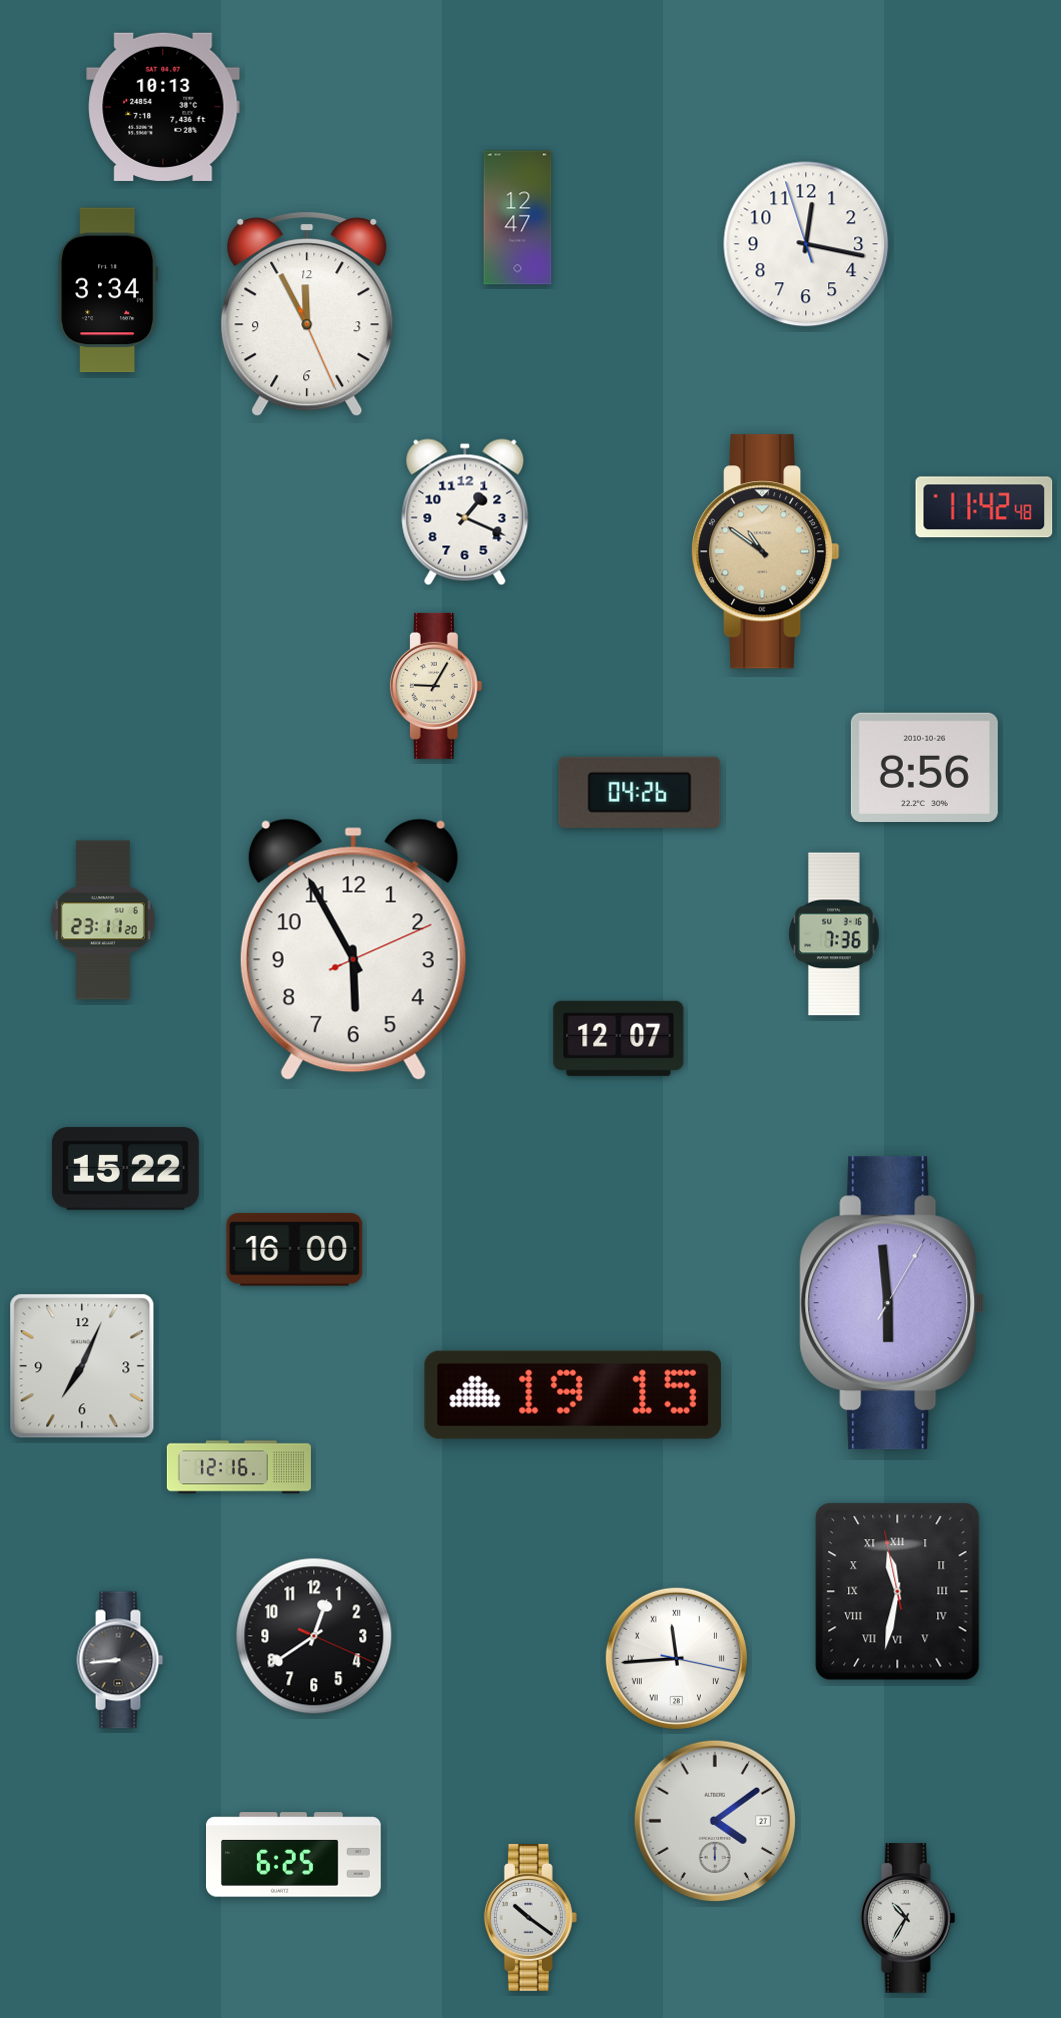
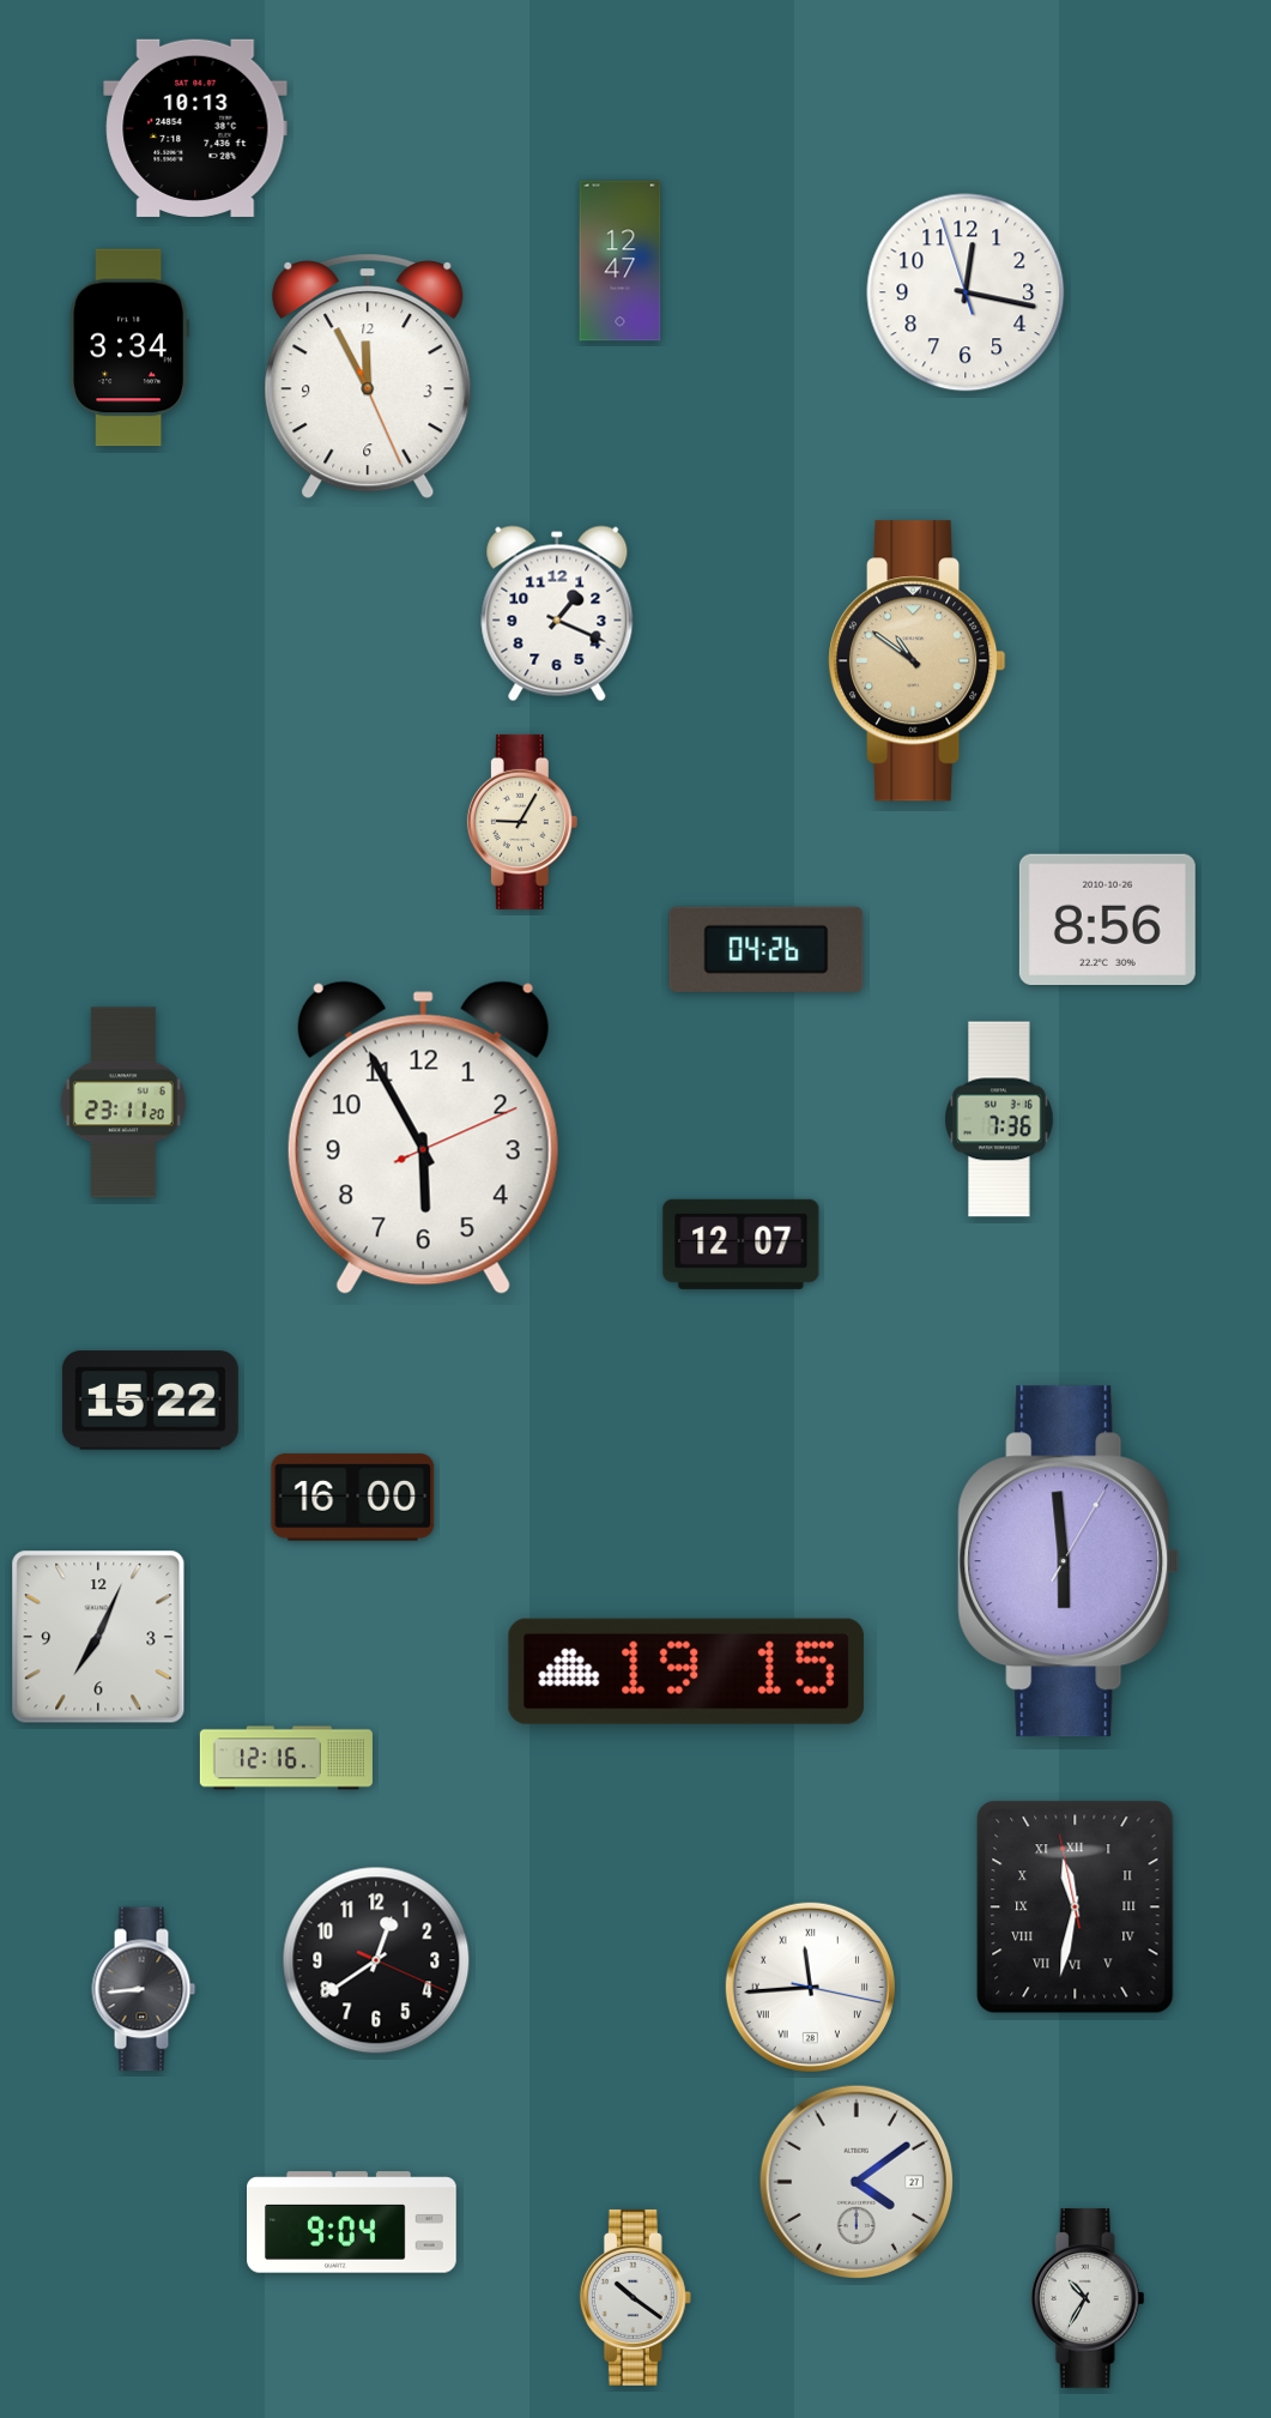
clock at (984, 507): 11:42 -> none
clock at (294, 1855): 6:25 -> 9:04
